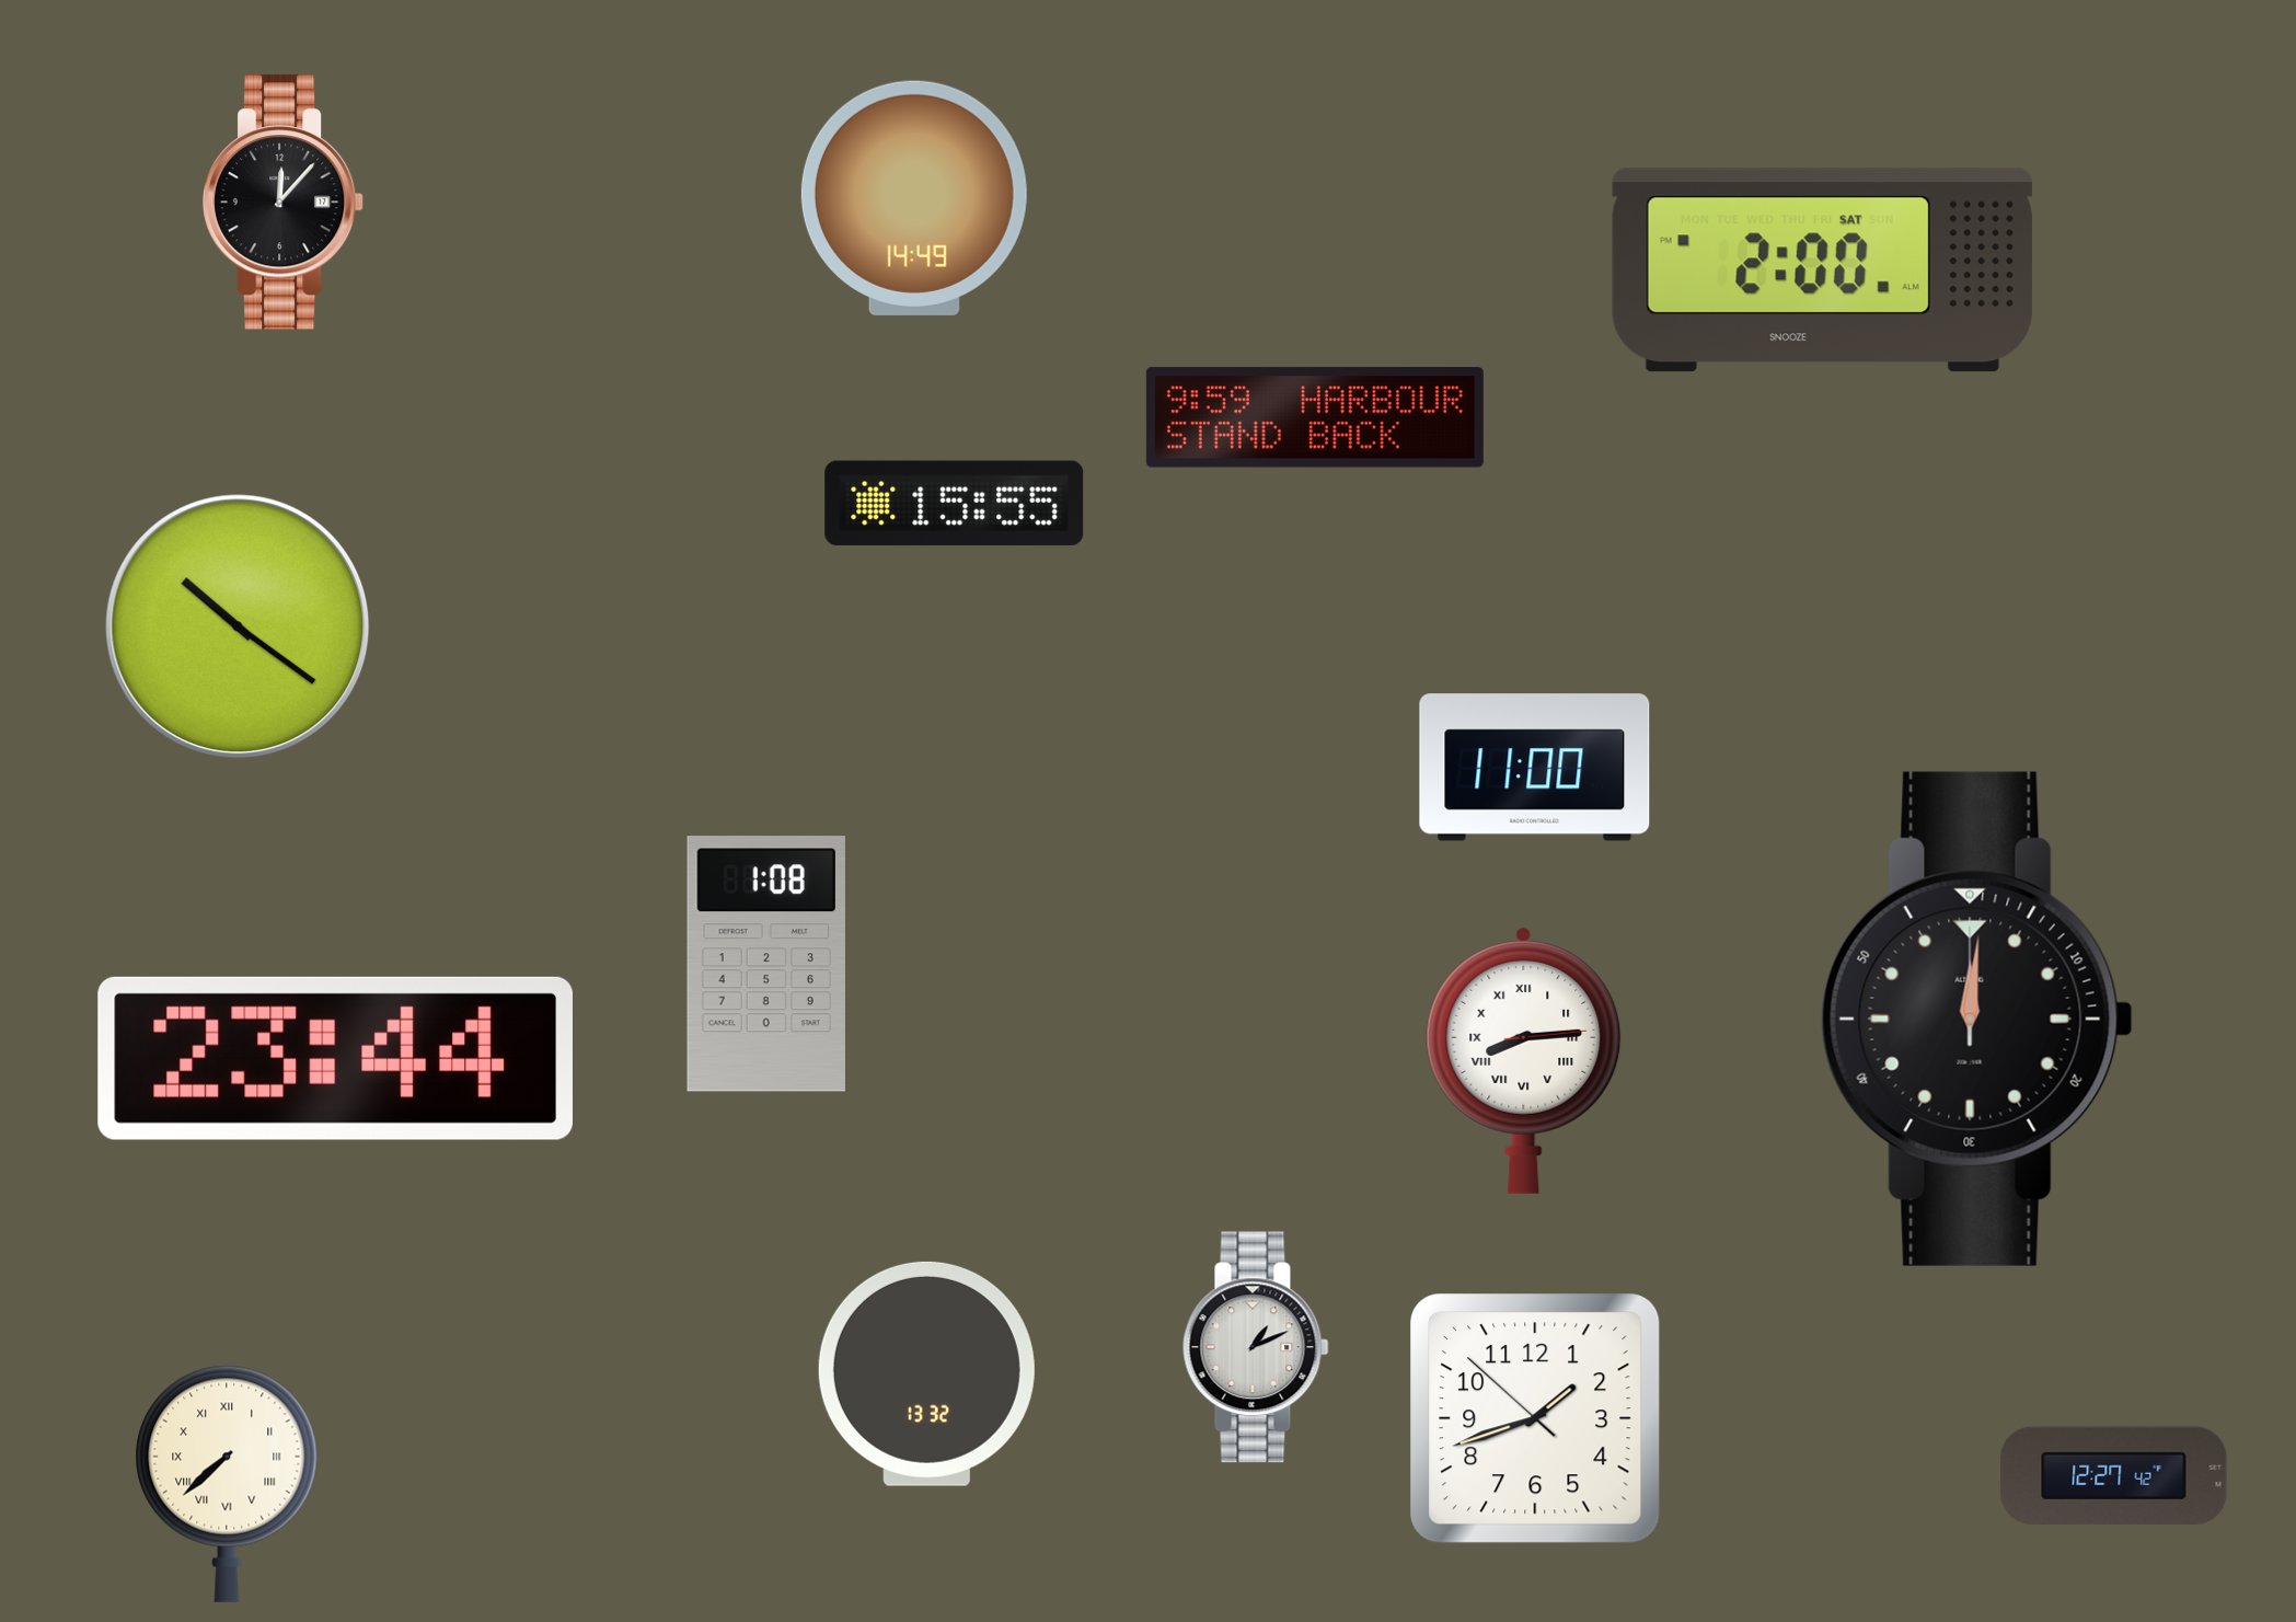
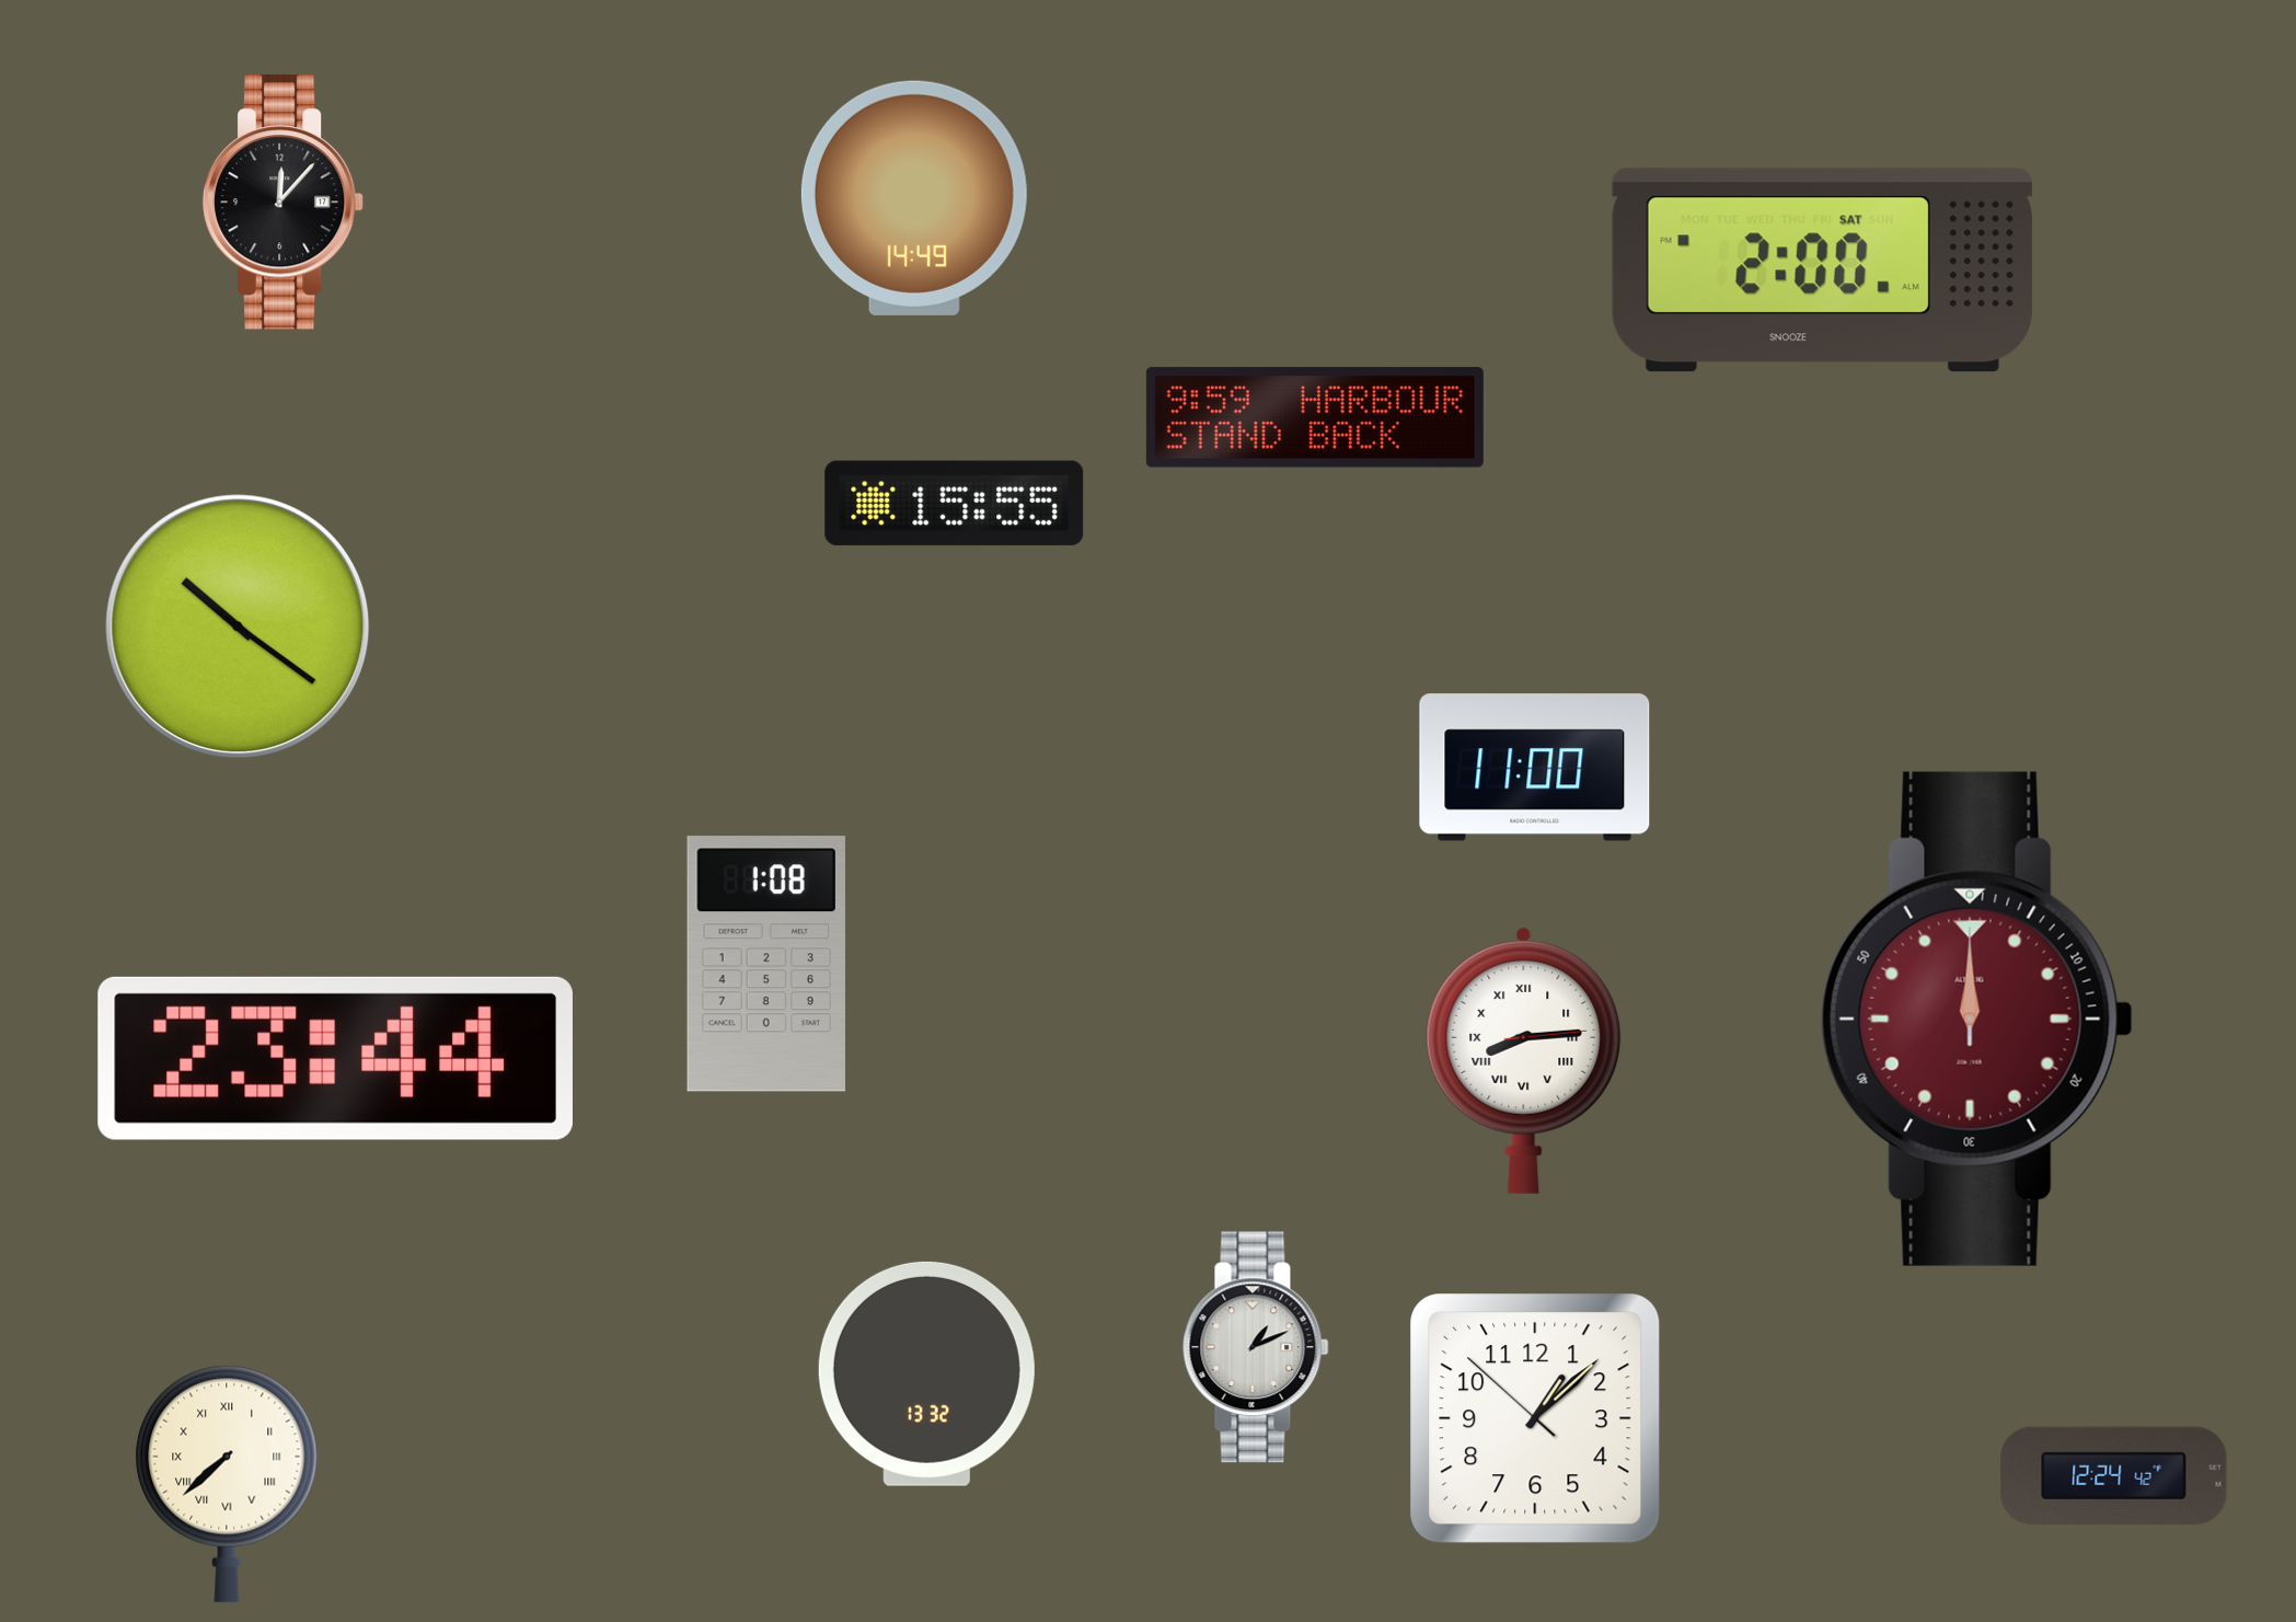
clock at (1976, 1019): 12:01 -> 12:00
clock at (1976, 1019) dial: black -> burgundy
clock at (1535, 1418): 1:41 -> 1:07
clock at (2114, 1476): 12:27 -> 12:24
